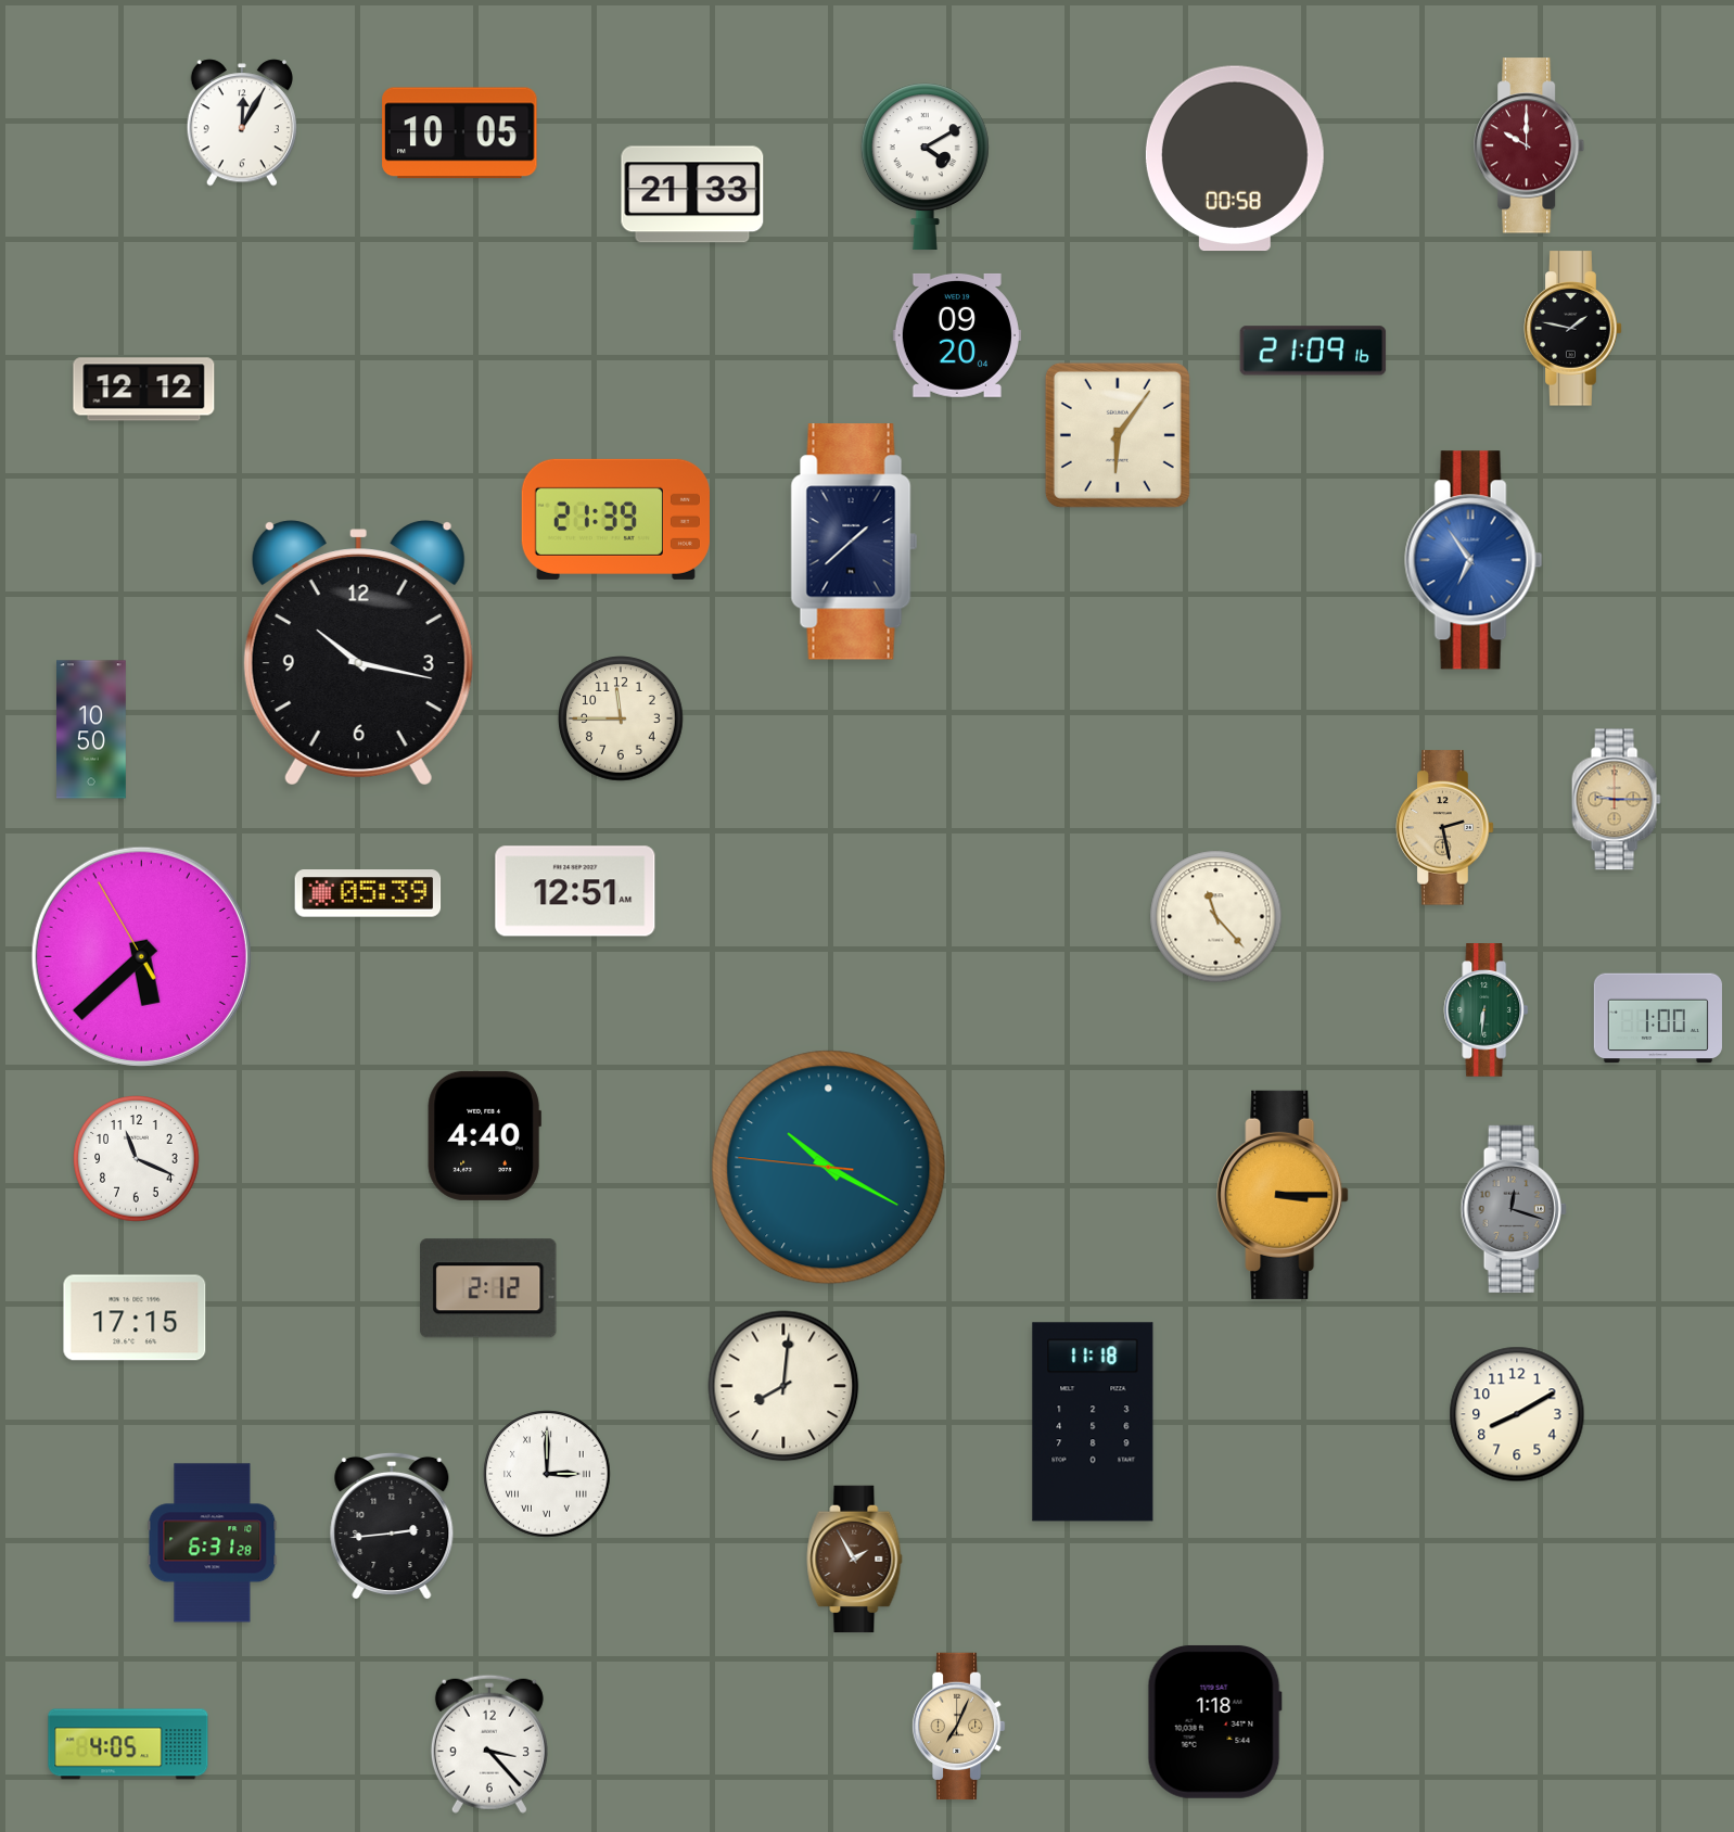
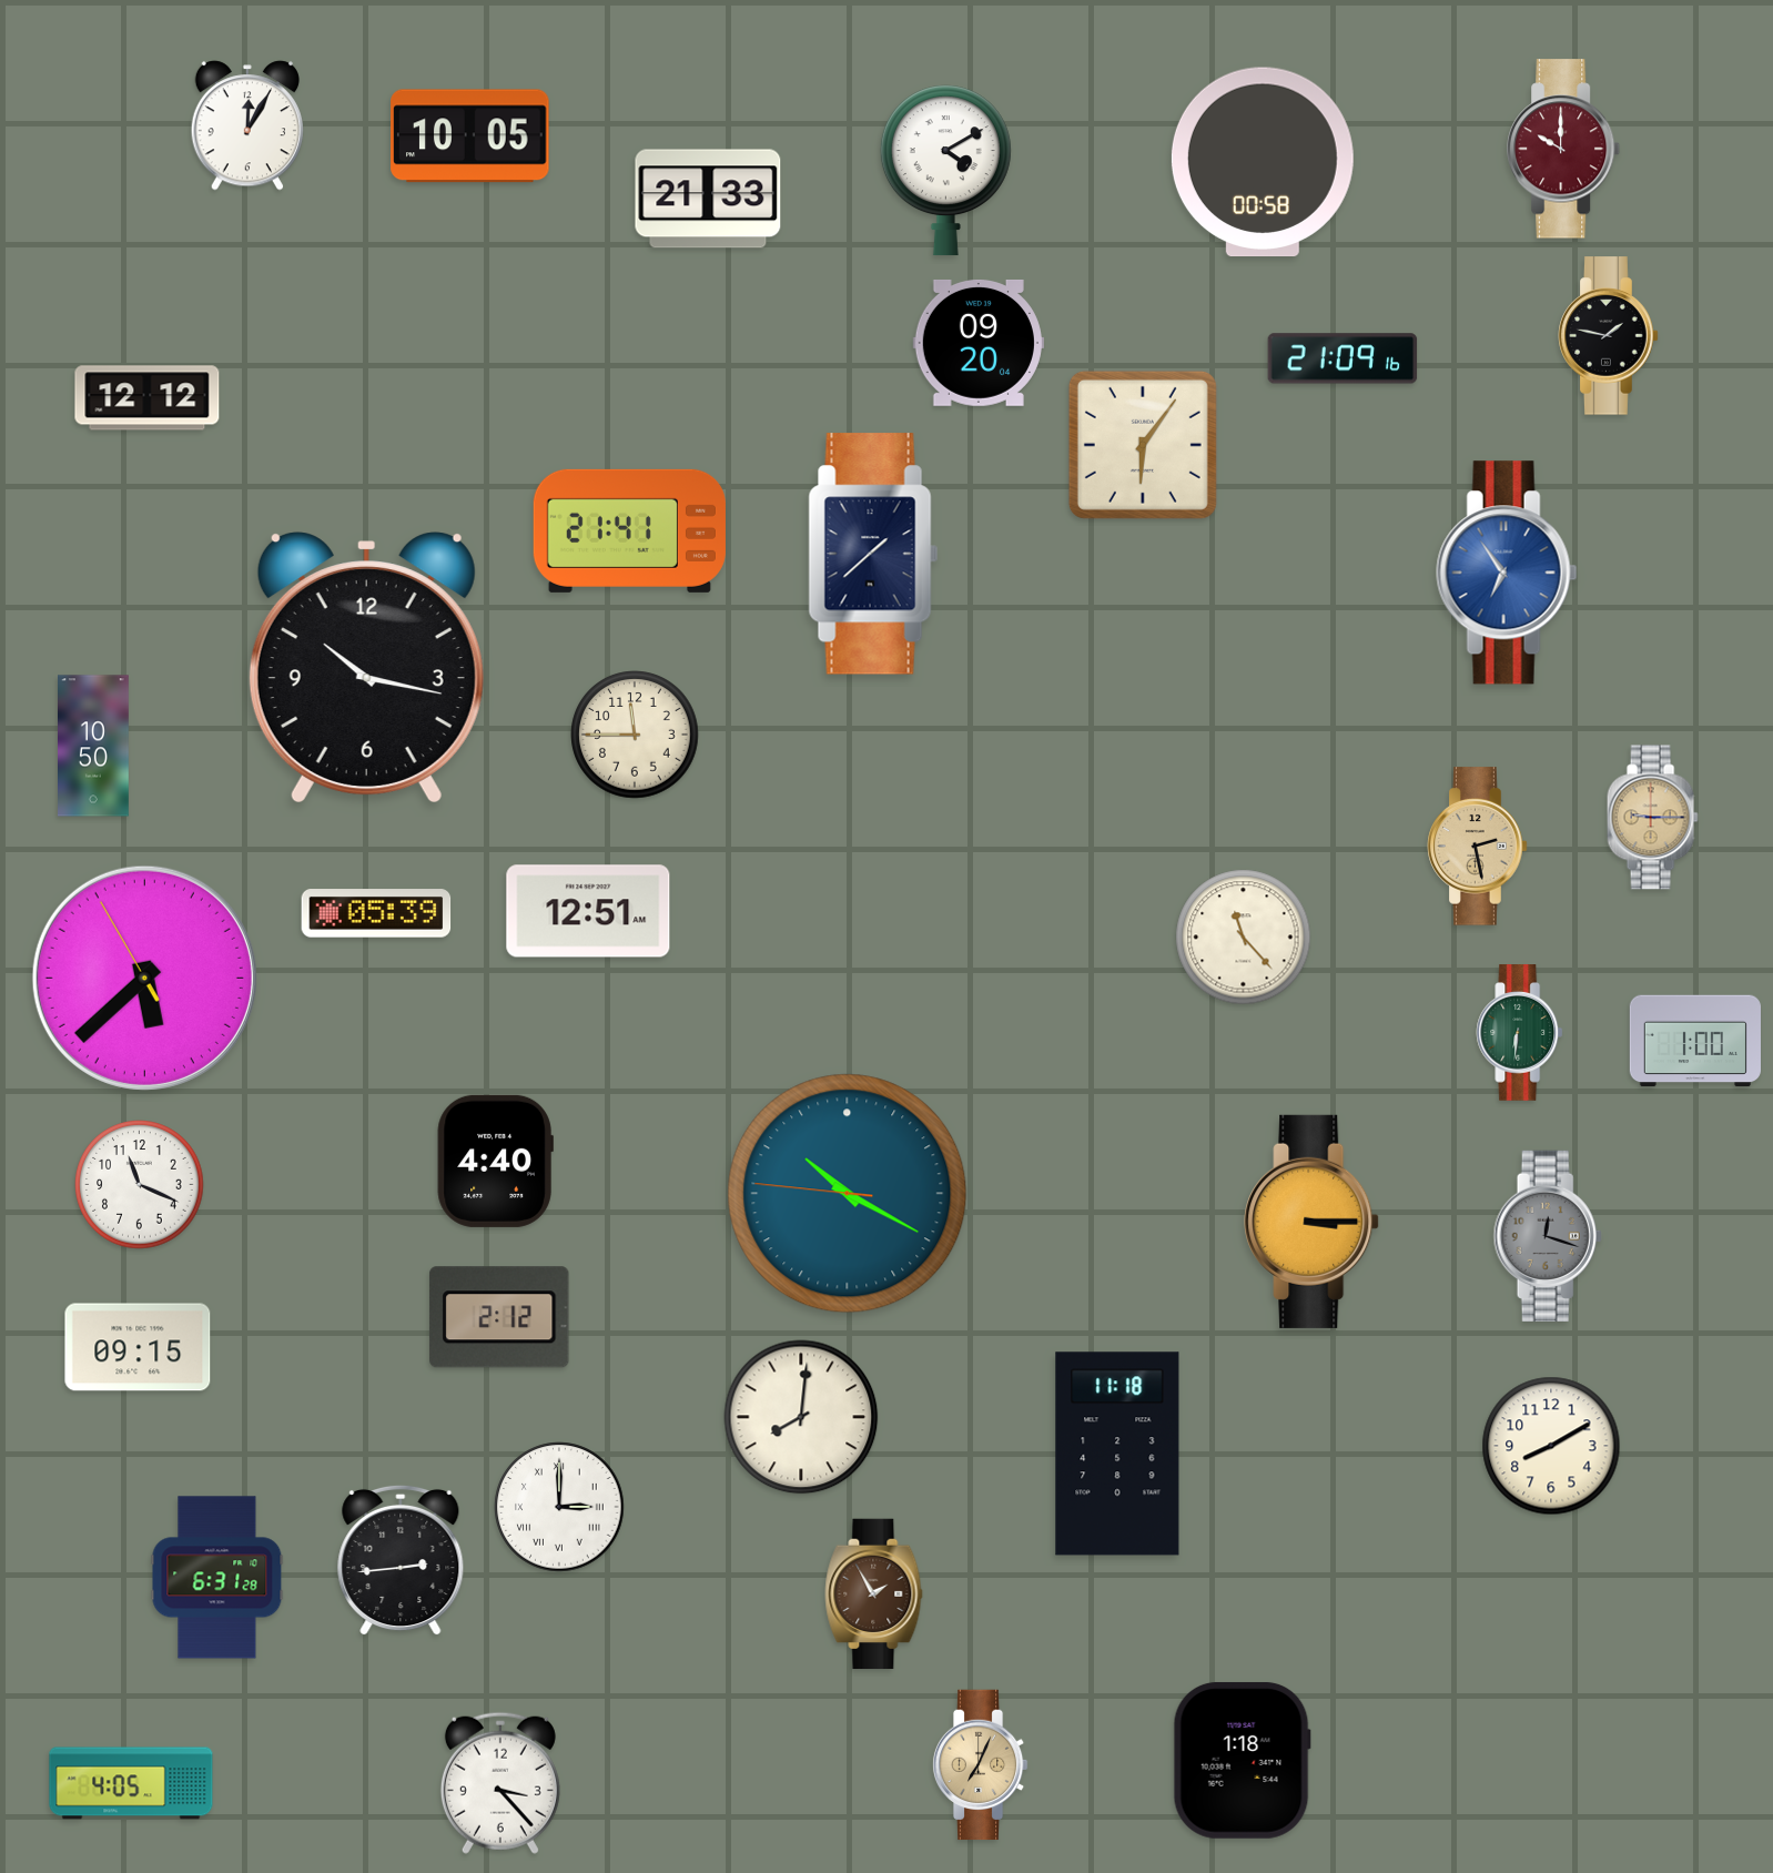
clock at (615, 519): 21:39 -> 21:41
clock at (135, 1318): 17:15 -> 09:15
